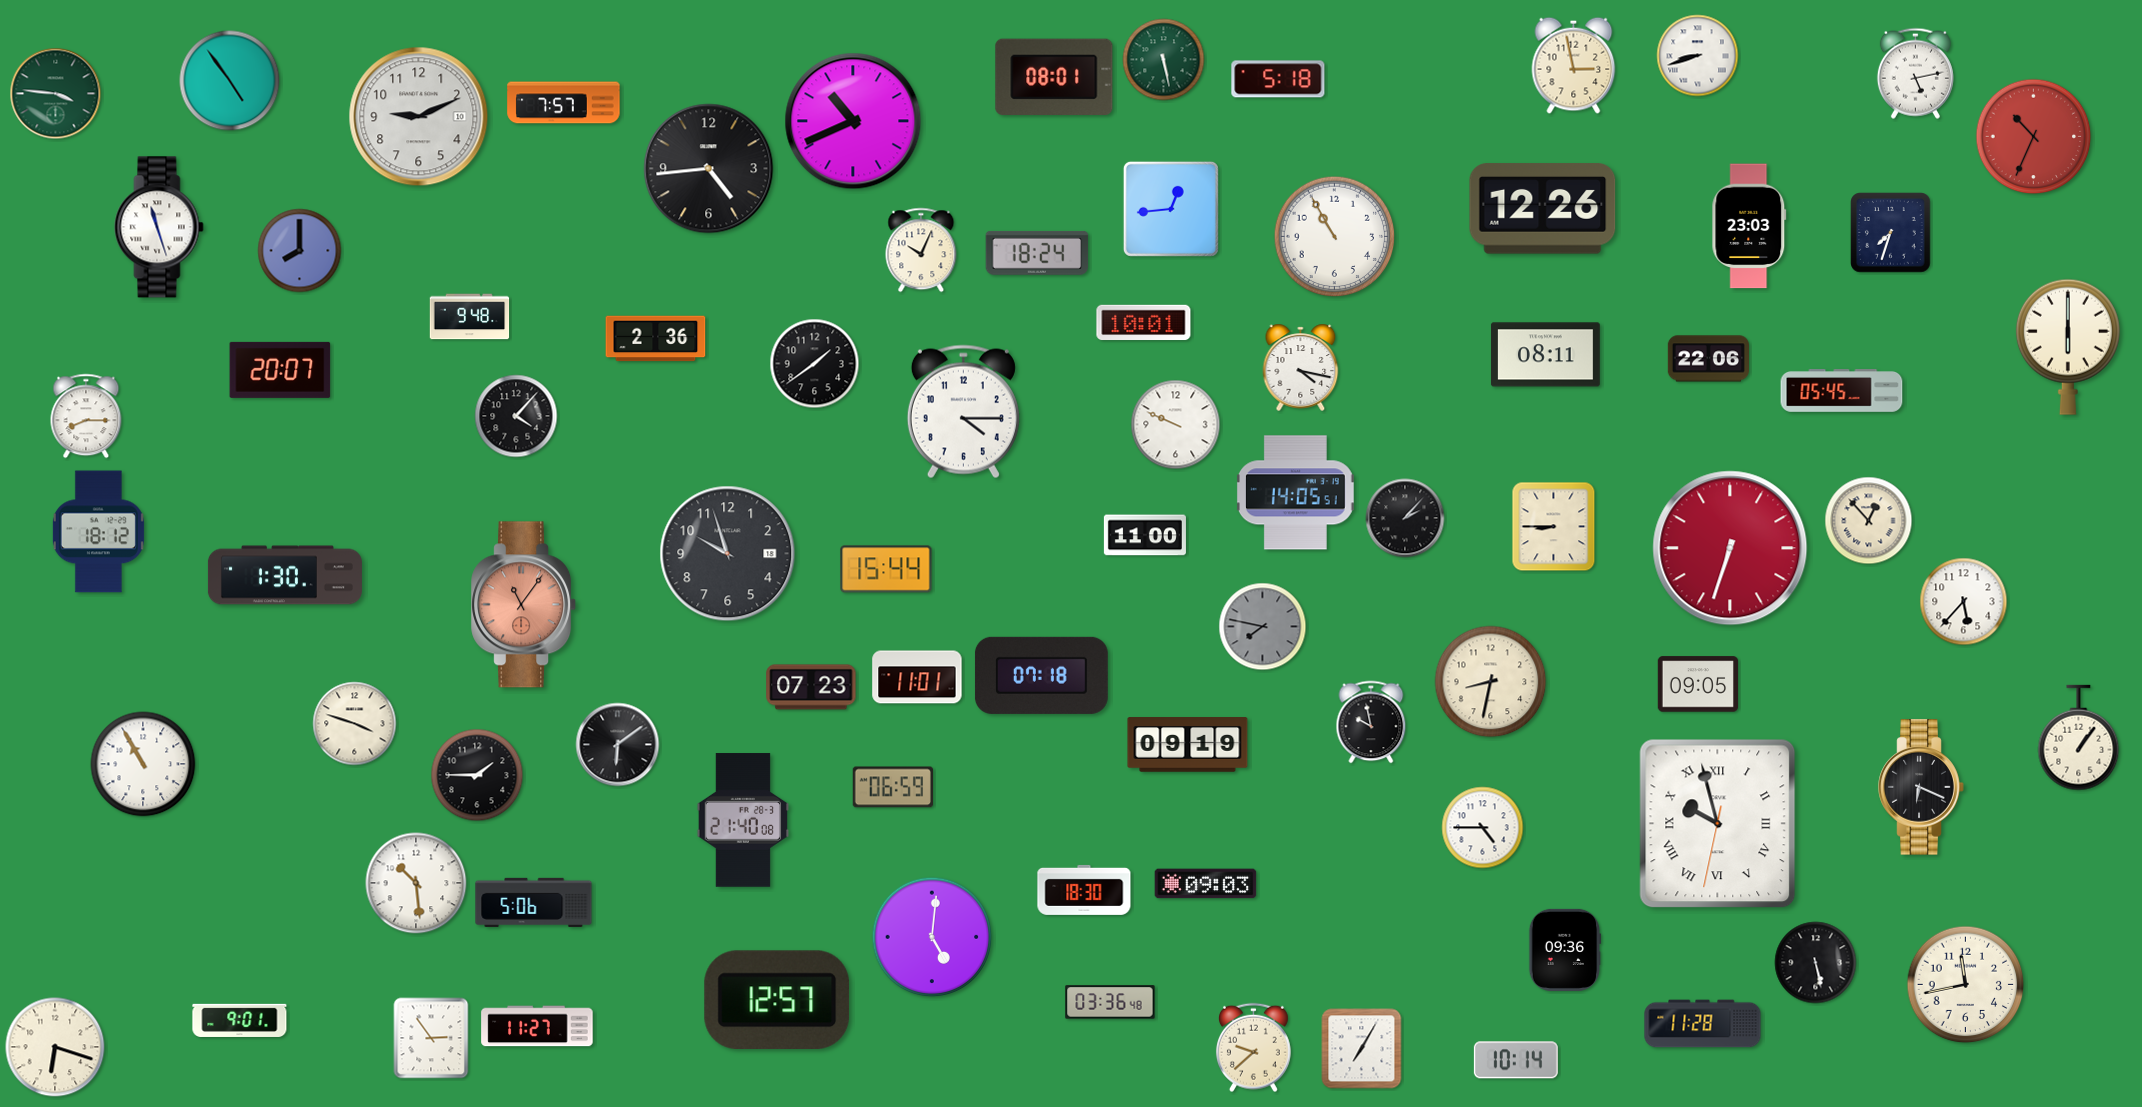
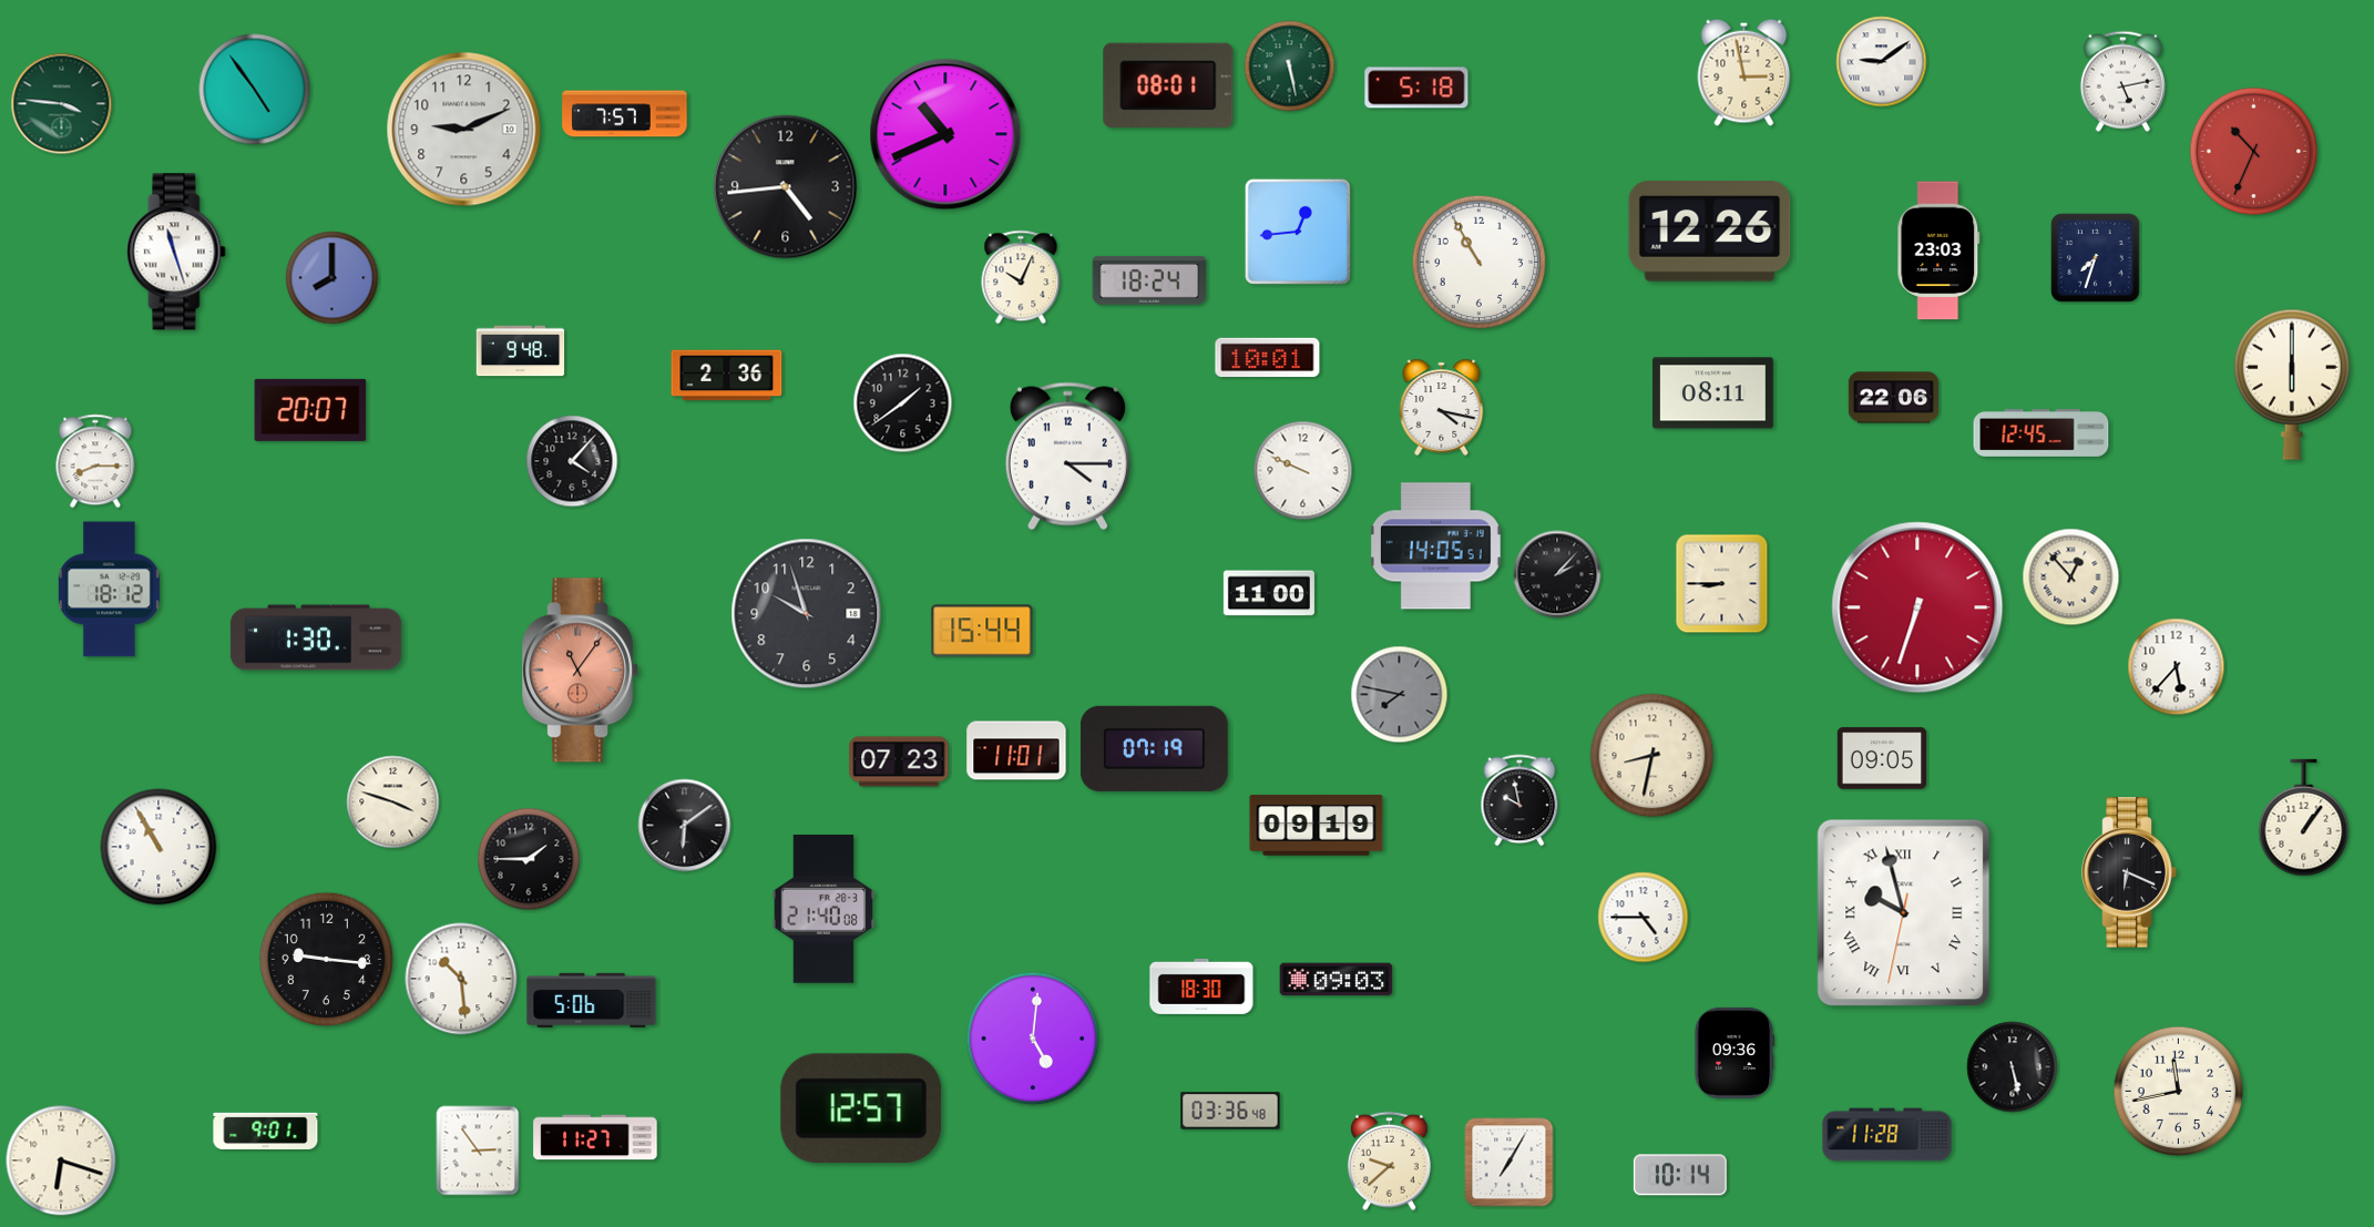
clock at (1698, 56): 8:42 -> 9:09
clock at (1842, 391): 05:45 -> 12:45
clock at (1041, 675): 07:18 -> 07:19
clock at (892, 787): 06:59 -> none
clock at (327, 960): none -> 9:16
